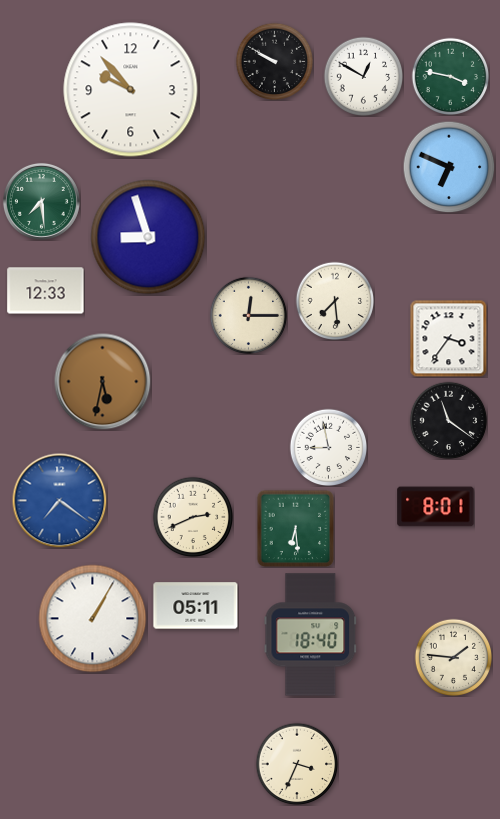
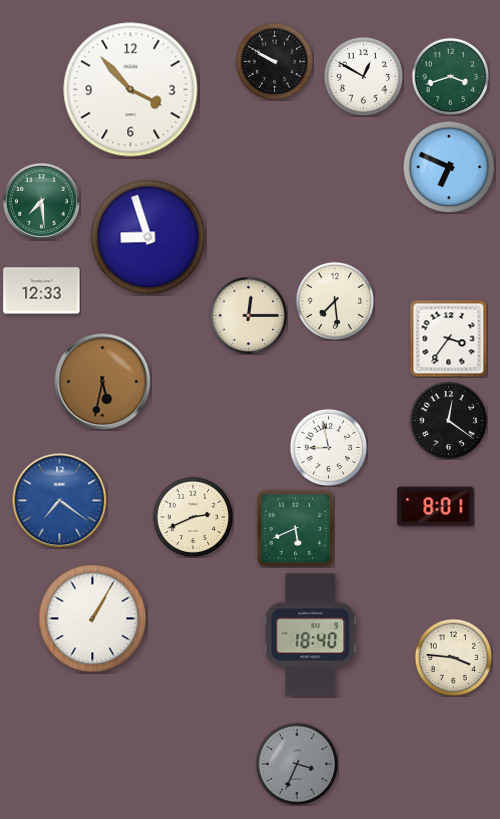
clock at (450, 76): 3:47 -> 3:42
clock at (131, 90): 9:53 -> 3:53
clock at (46, 291) position: (46, 291) -> (42, 291)
clock at (448, 420): 11:21 -> 12:21
clock at (295, 528): 6:29 -> 5:41
clock at (196, 606): 05:11 -> none
clock at (453, 657): 1:46 -> 3:46
clock at (297, 764) dial: cream -> grey
